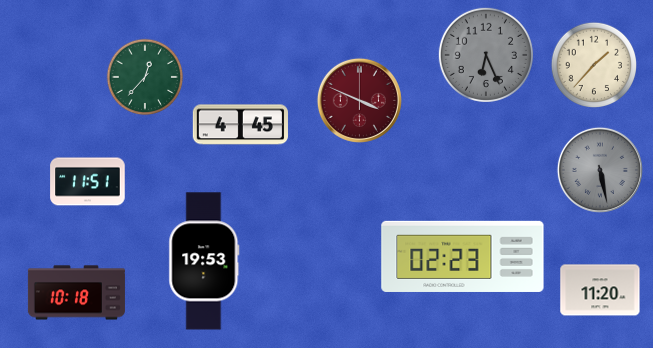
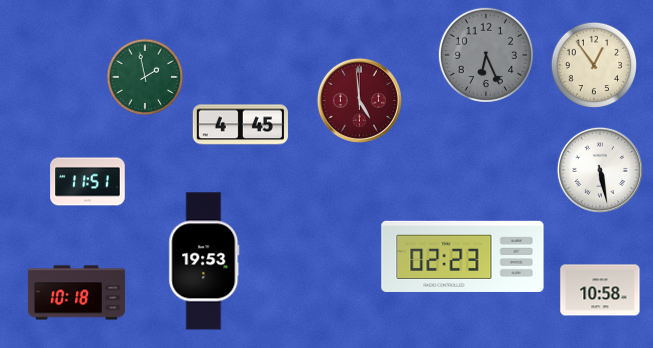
clock at (593, 64): 1:37 -> 12:54
clock at (145, 77): 12:37 -> 1:58
clock at (359, 100): 3:49 -> 4:59
clock at (600, 170) dial: grey -> white
clock at (600, 290): 11:20 -> 10:58
